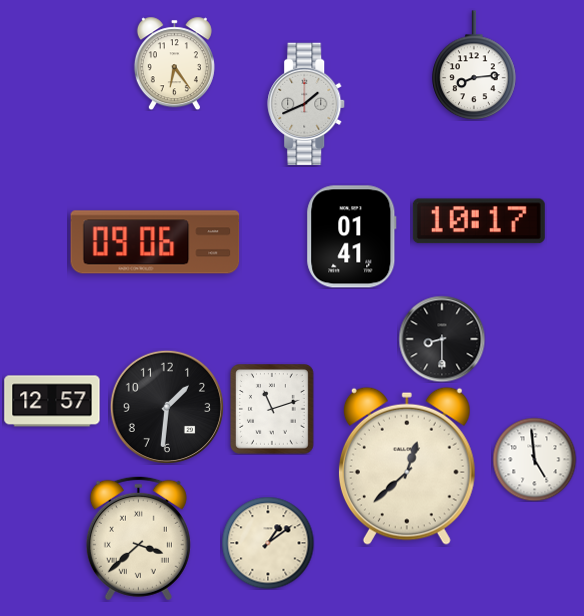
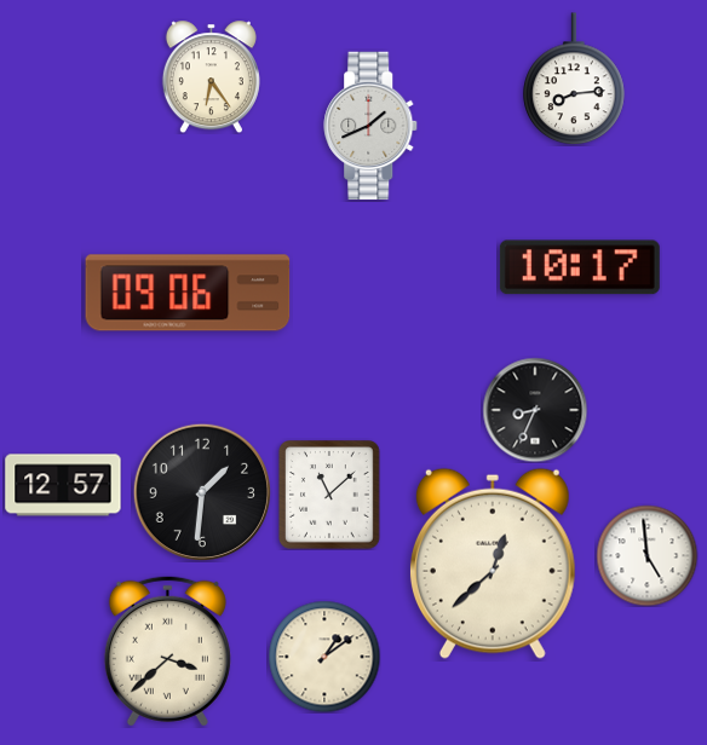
clock at (352, 237): 01:41 -> none
clock at (442, 339): 8:30 -> 8:34
clock at (273, 410): 11:12 -> 11:08
